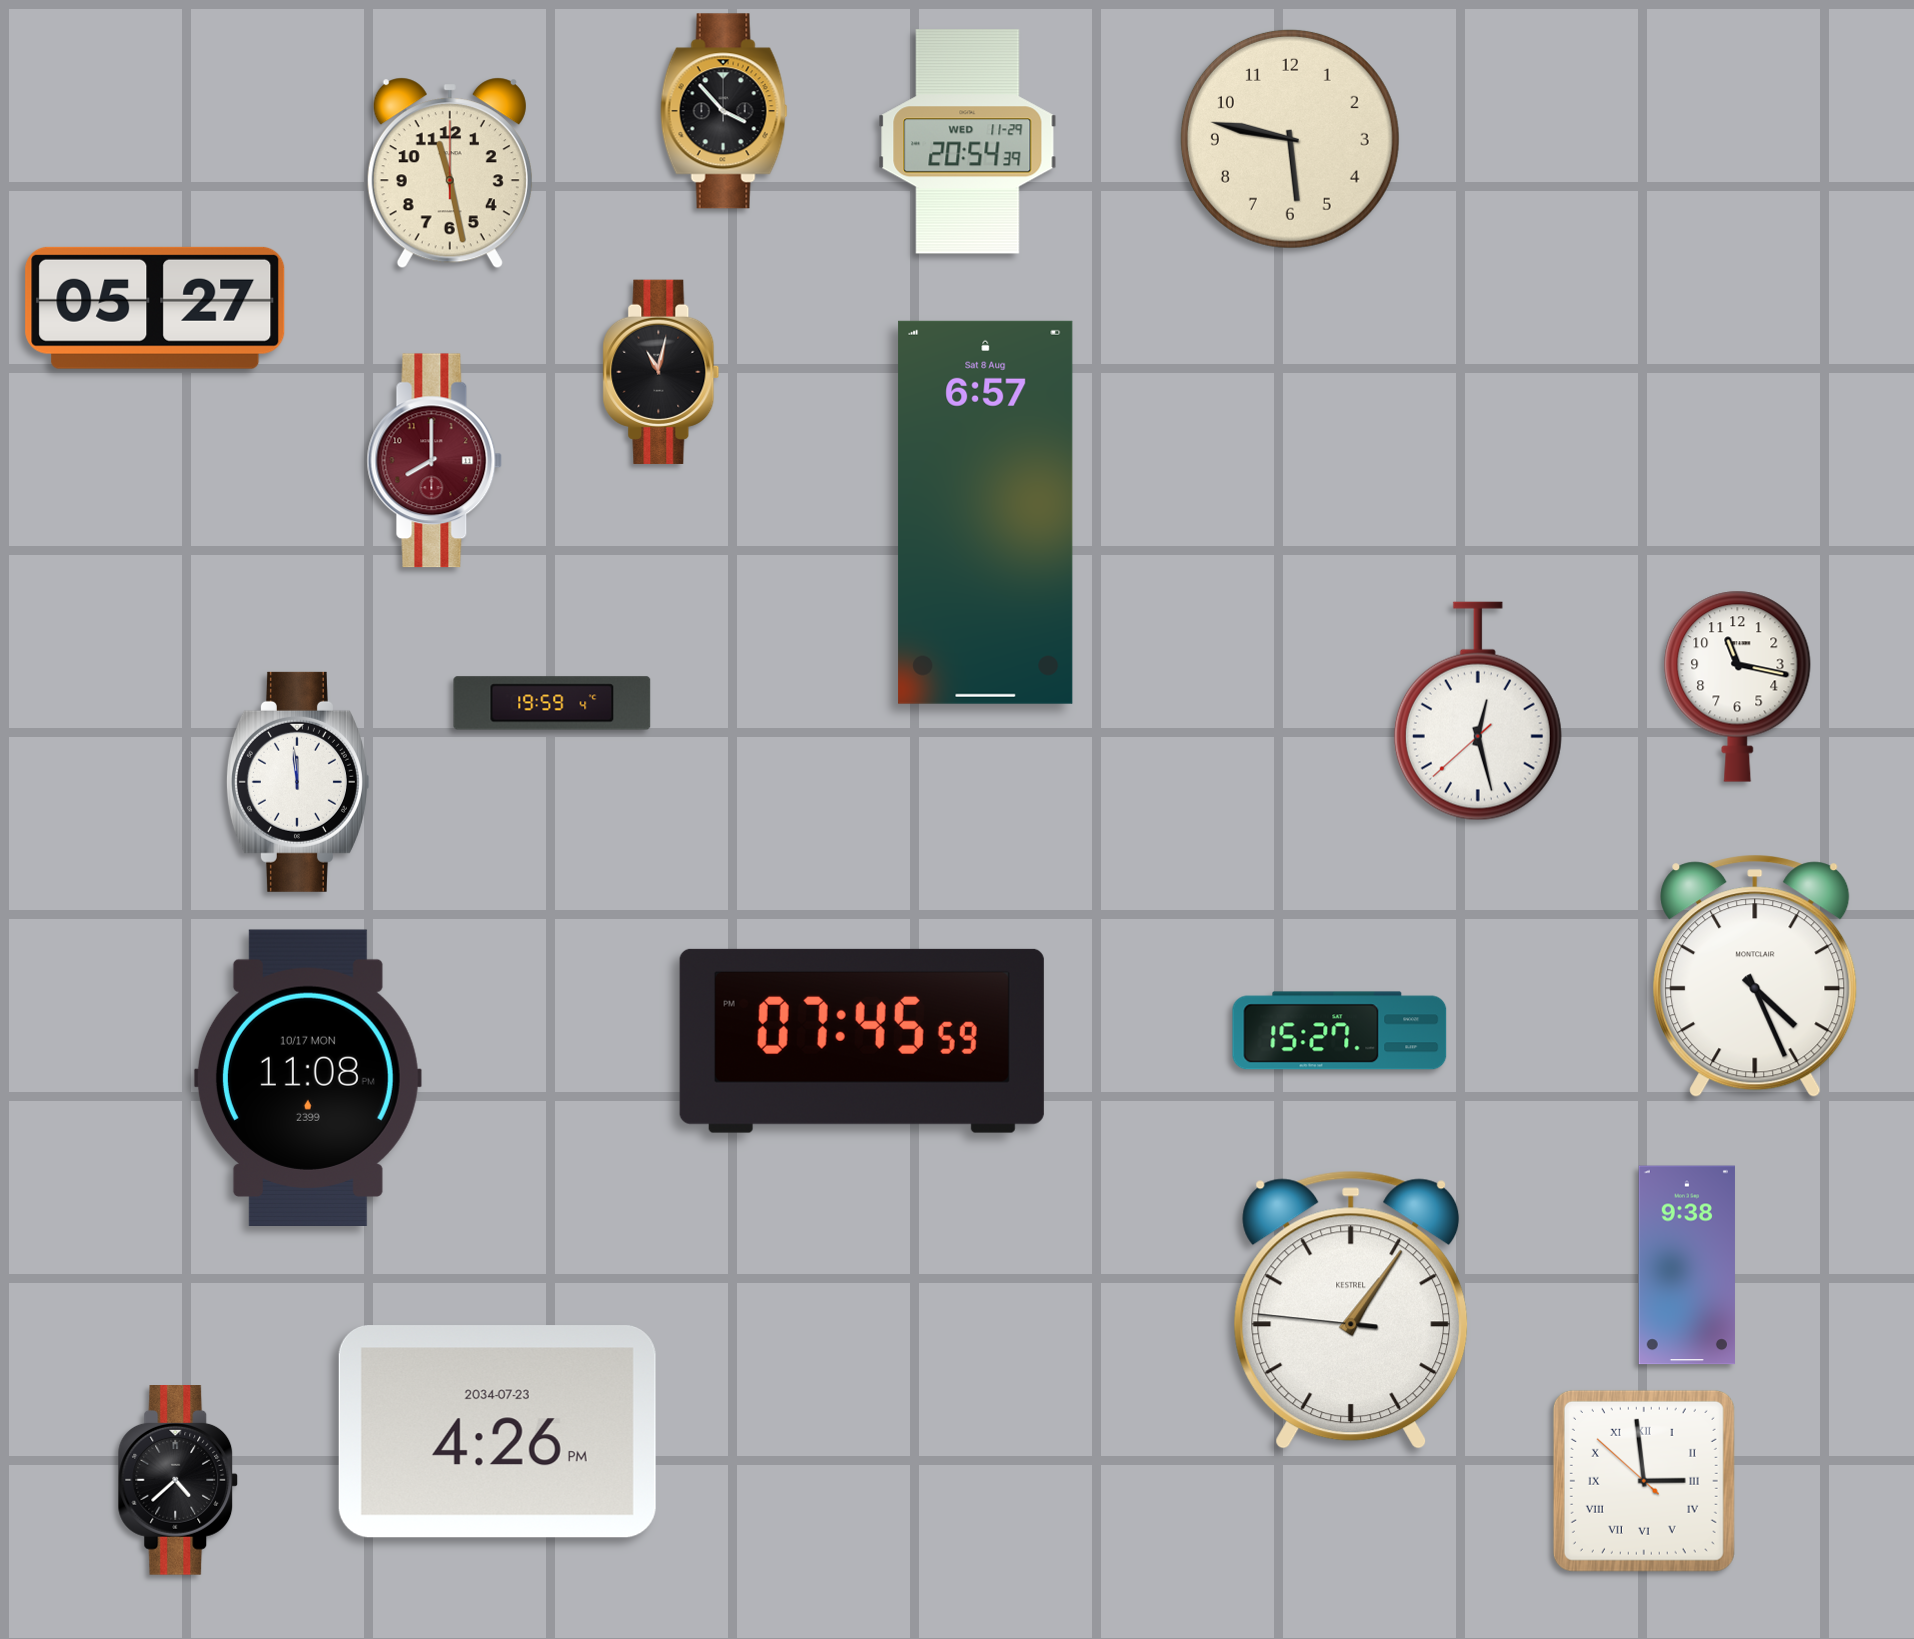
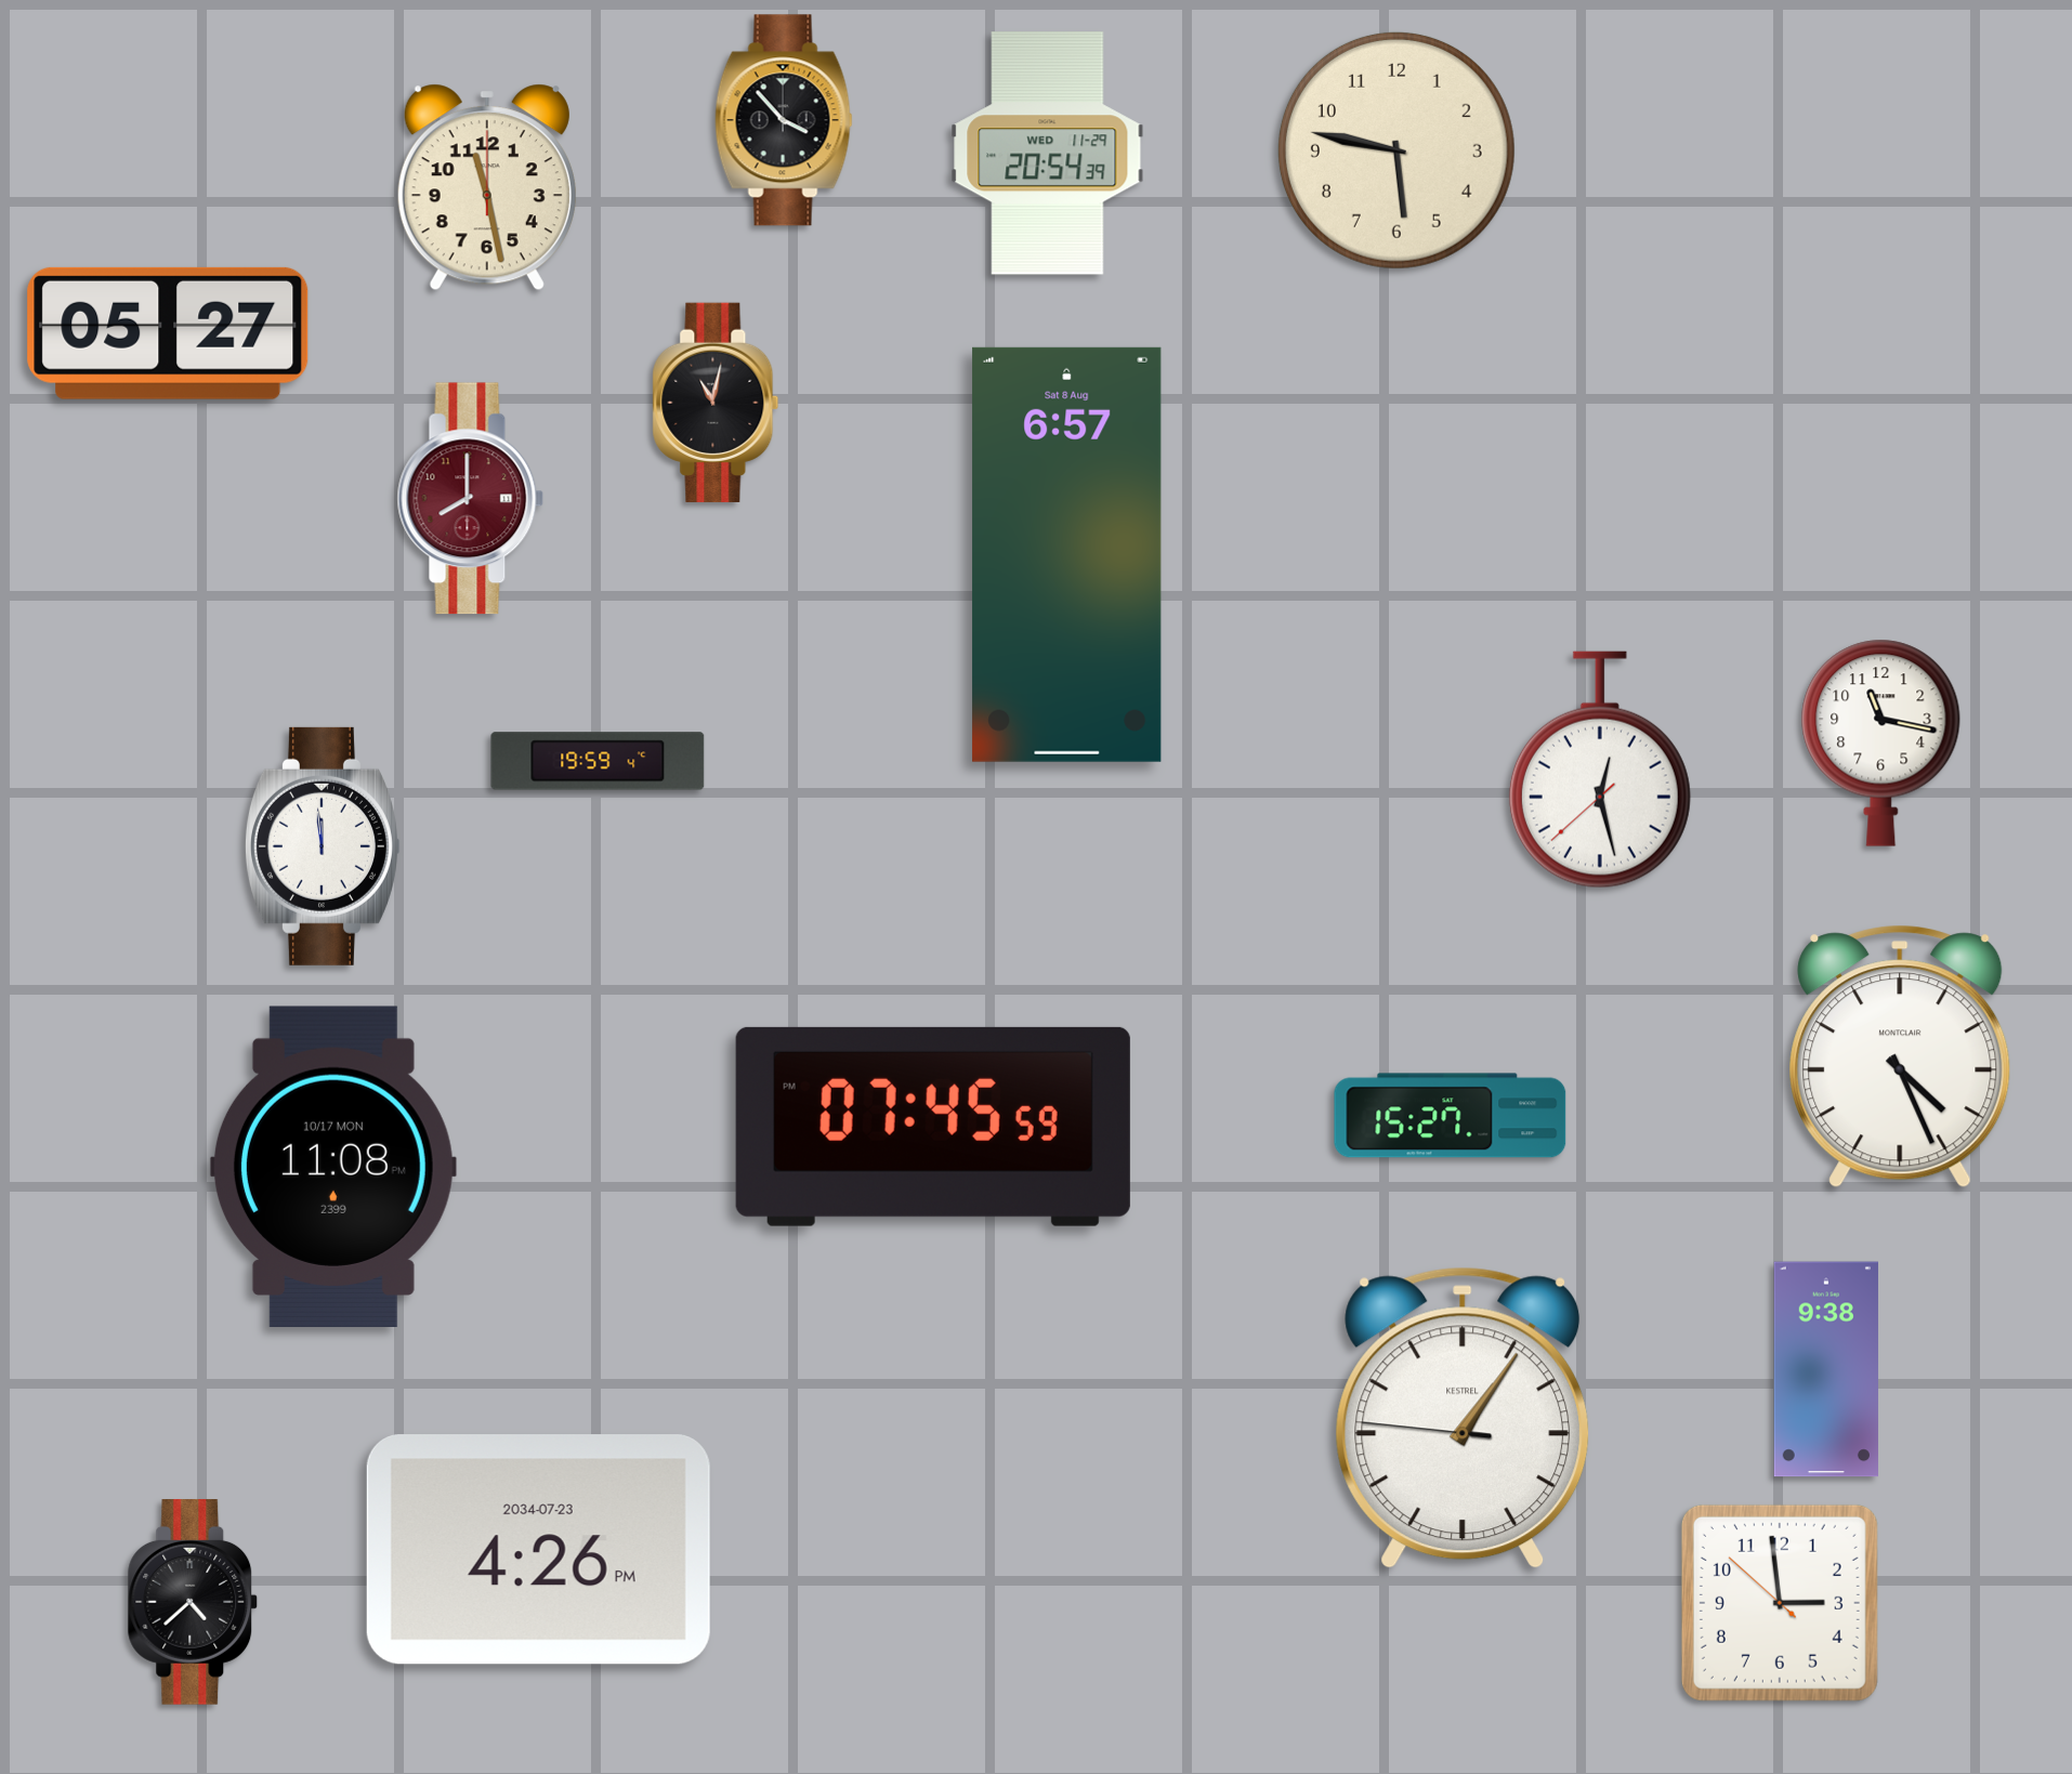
clock at (1644, 1481) numerals: Roman -> Arabic
